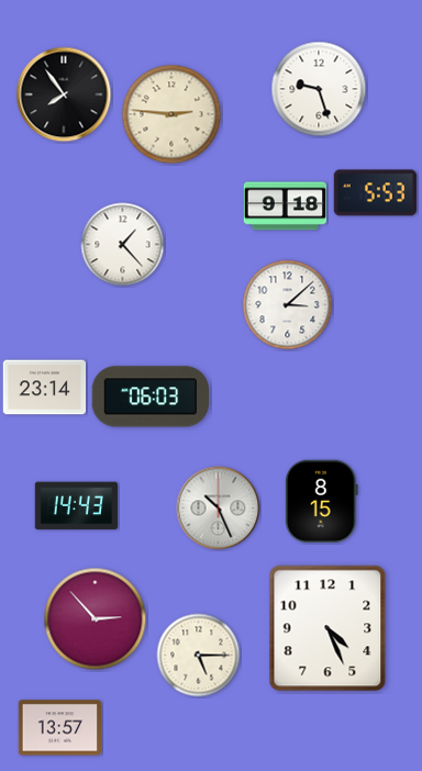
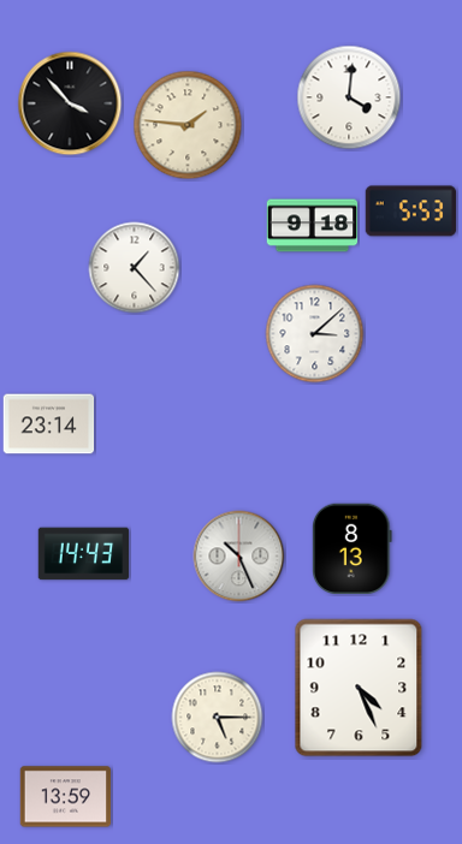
clock at (319, 89): 9:27 -> 4:01
clock at (64, 94): 7:54 -> 3:53
clock at (171, 114): 2:46 -> 1:46
clock at (149, 396): 06:03 -> none
clock at (322, 501): 8:15 -> 8:13
clock at (96, 619): 2:53 -> none
clock at (60, 728): 13:57 -> 13:59
